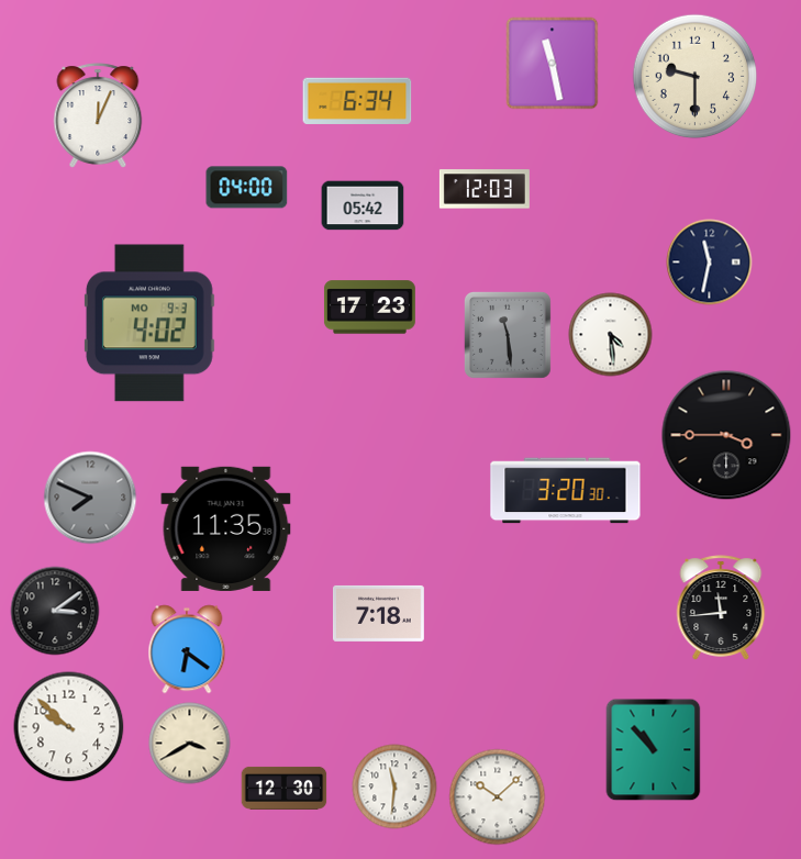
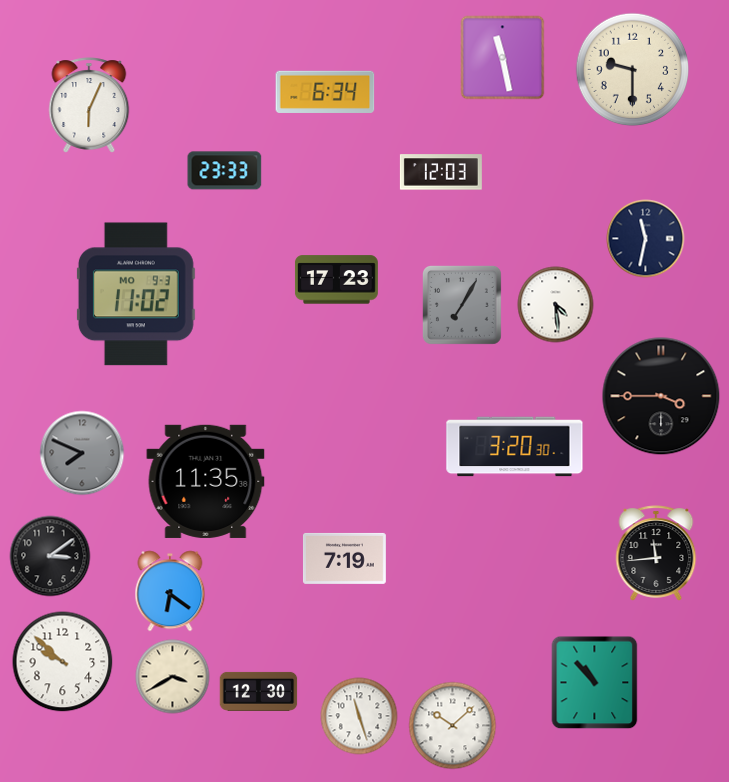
clock at (98, 115): 12:04 -> 6:04
clock at (247, 188): 04:00 -> 23:33
clock at (363, 205): 05:42 -> none
clock at (149, 323): 4:02 -> 11:02
clock at (508, 335): 11:29 -> 7:05
clock at (378, 613): 7:18 -> 7:19
clock at (394, 787): 11:31 -> 11:27
clock at (285, 788) position: (285, 788) -> (259, 691)
